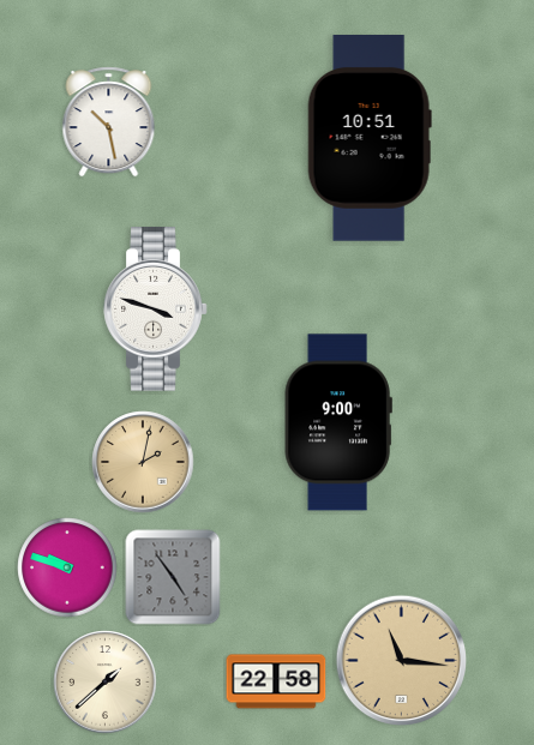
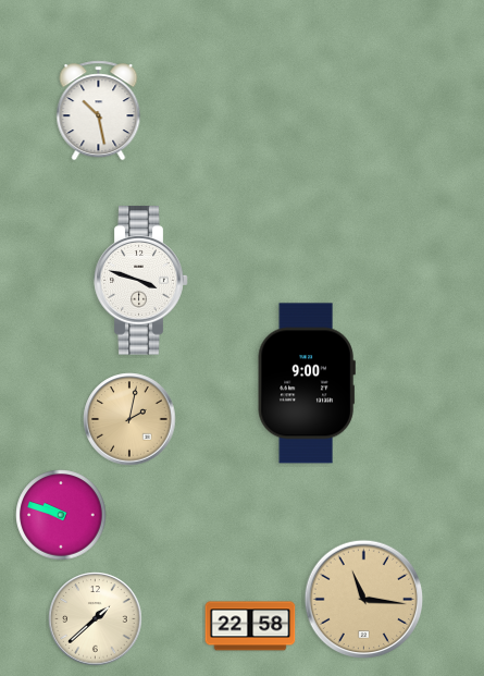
clock at (370, 139): 10:51 -> none
clock at (173, 577): 4:54 -> none
clock at (276, 681) position: (276, 681) -> (250, 626)
